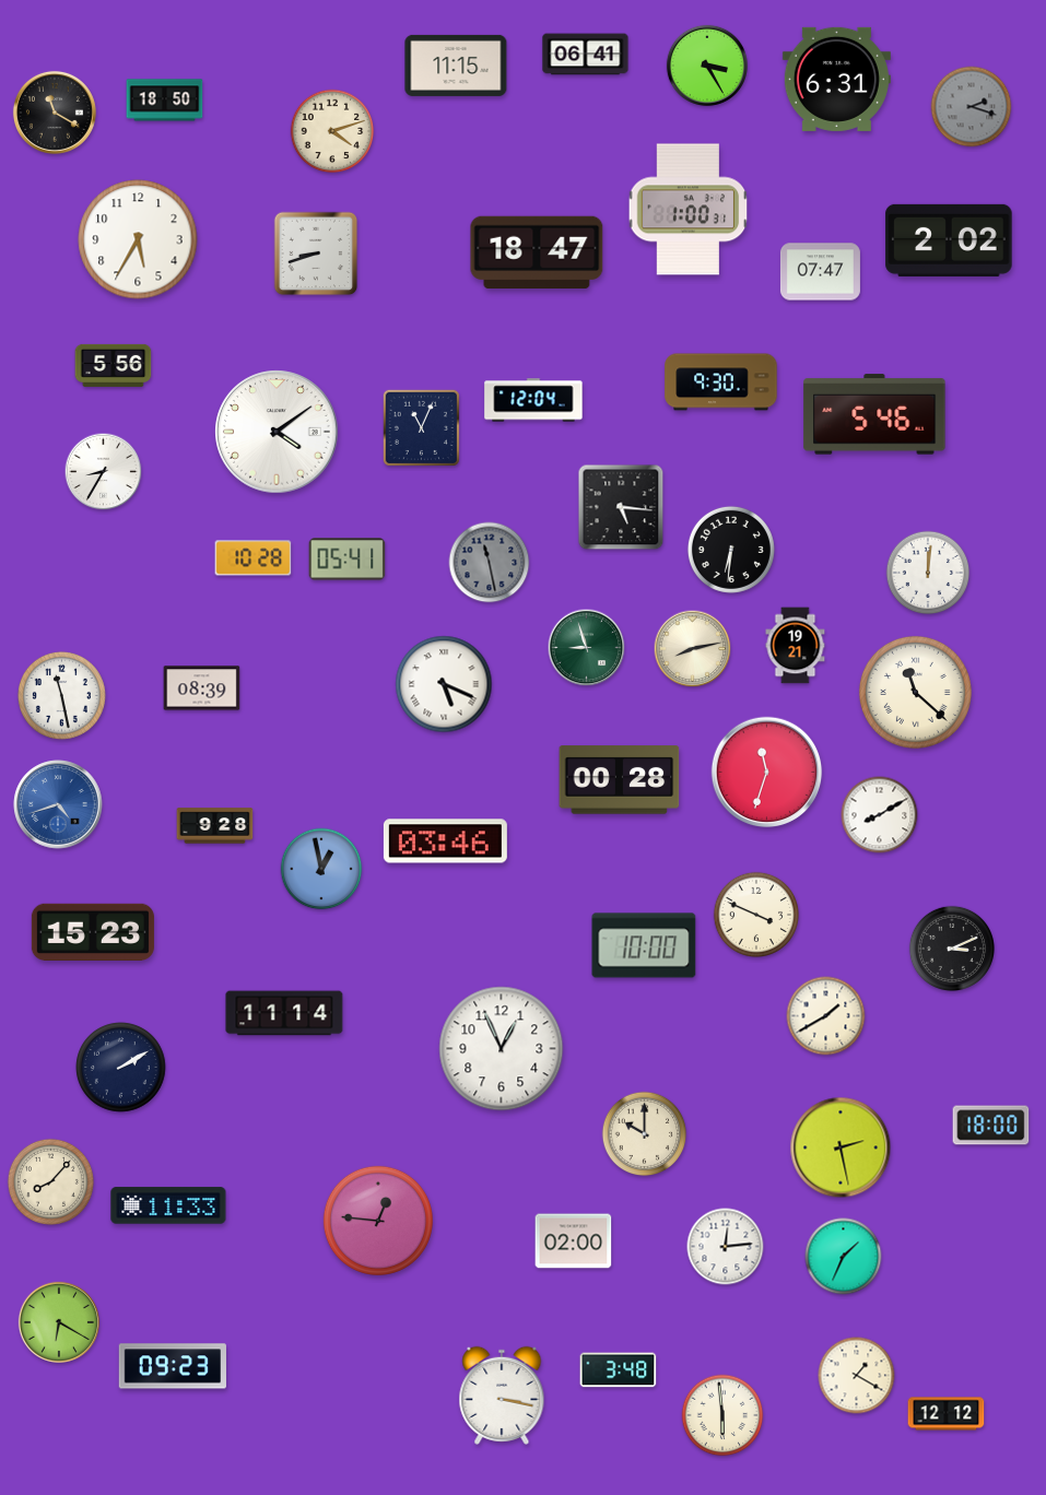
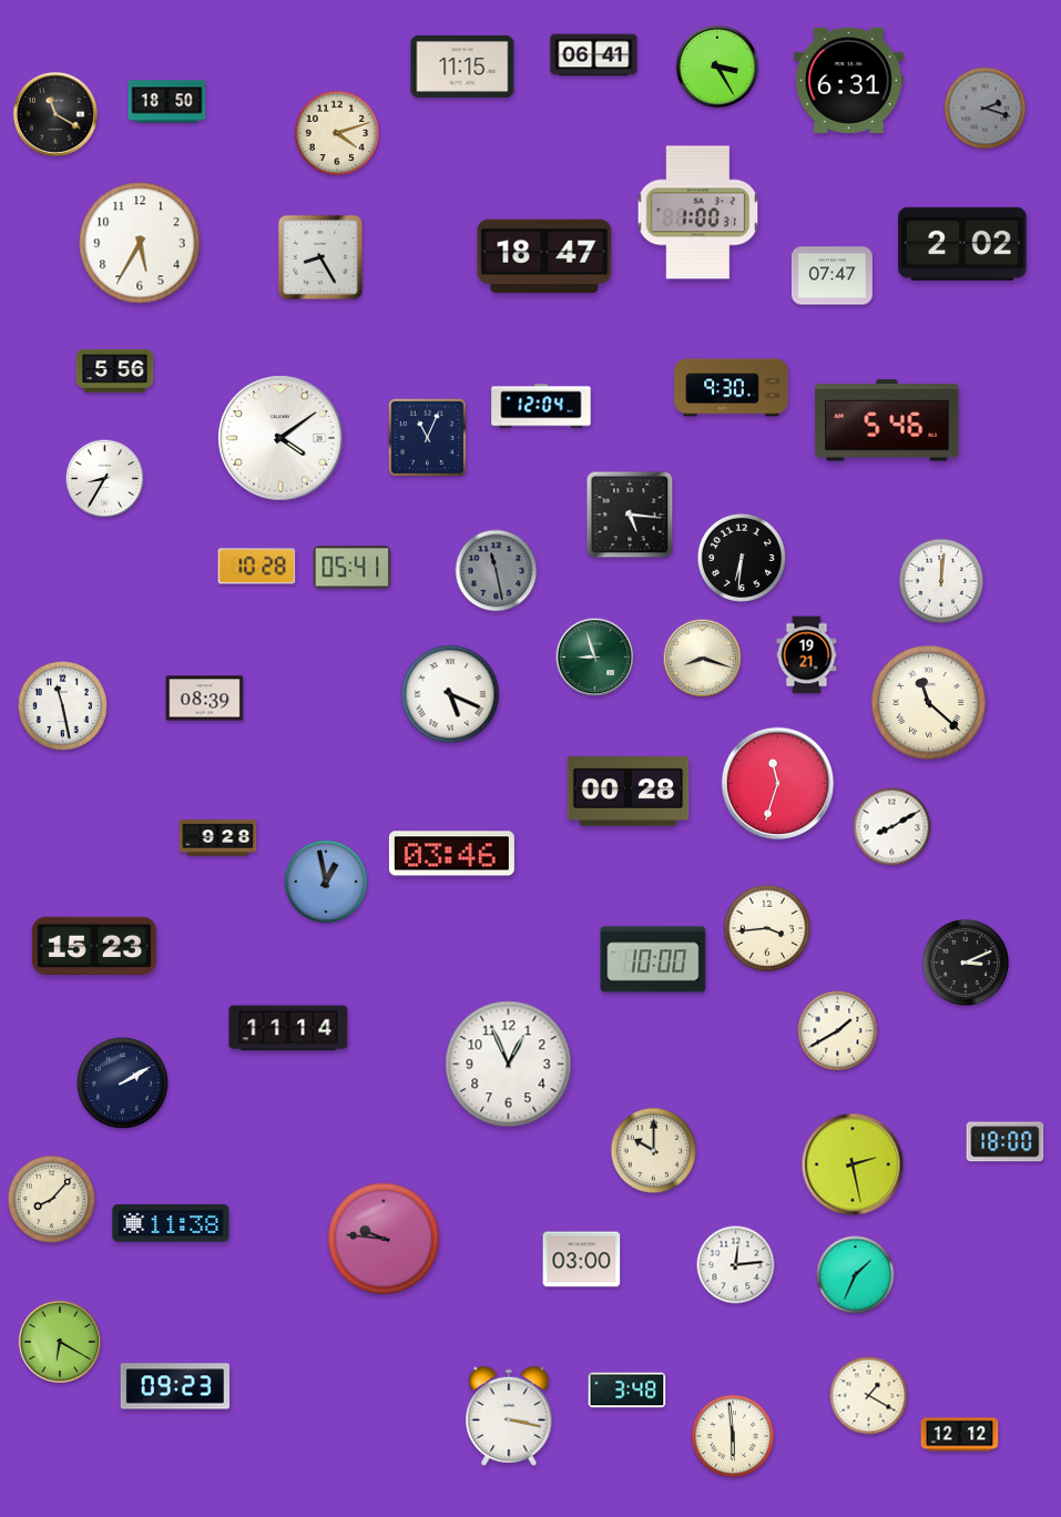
clock at (316, 254): 8:42 -> 8:25
clock at (421, 427) position: (421, 427) -> (427, 437)
clock at (693, 649): 8:13 -> 8:18
clock at (58, 804): 4:42 -> none
clock at (755, 914): 3:49 -> 3:44
clock at (168, 1205): 11:33 -> 11:38
clock at (378, 1221): 12:46 -> 9:46
clock at (574, 1241): 02:00 -> 03:00
